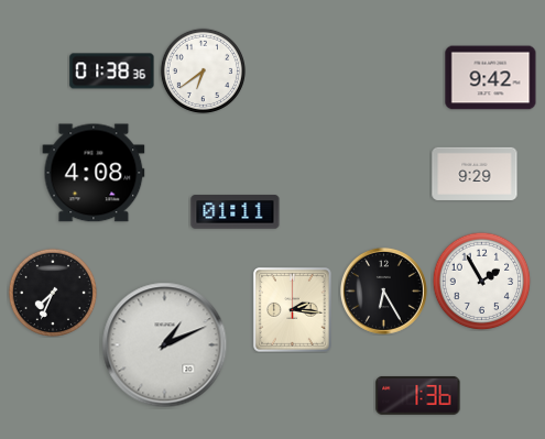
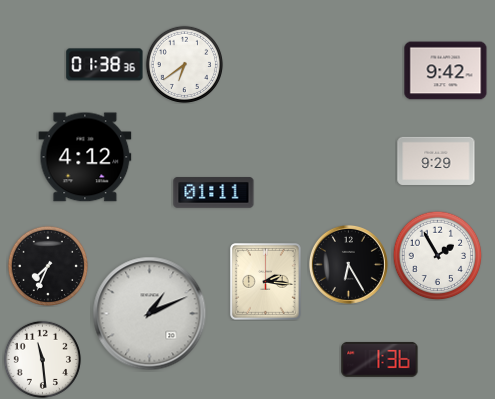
clock at (112, 72) position: (112, 72) -> (105, 65)
clock at (94, 173): 4:08 -> 4:12
clock at (475, 174) position: (475, 174) -> (436, 161)
clock at (42, 359): none -> 11:29
